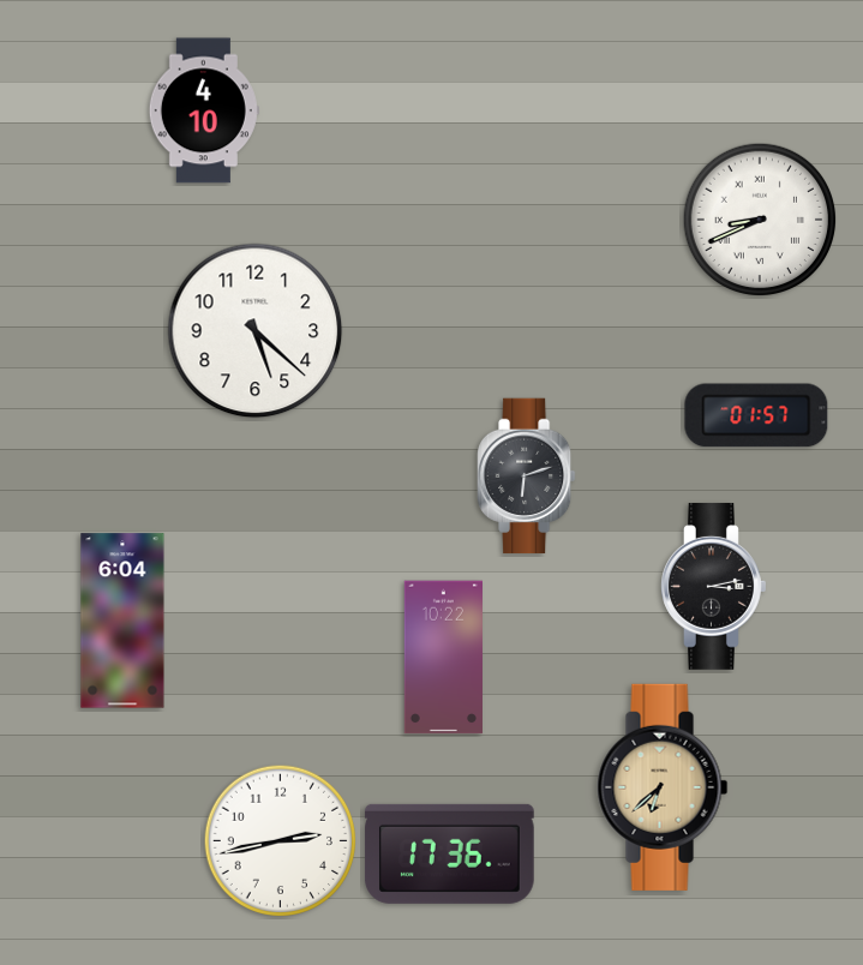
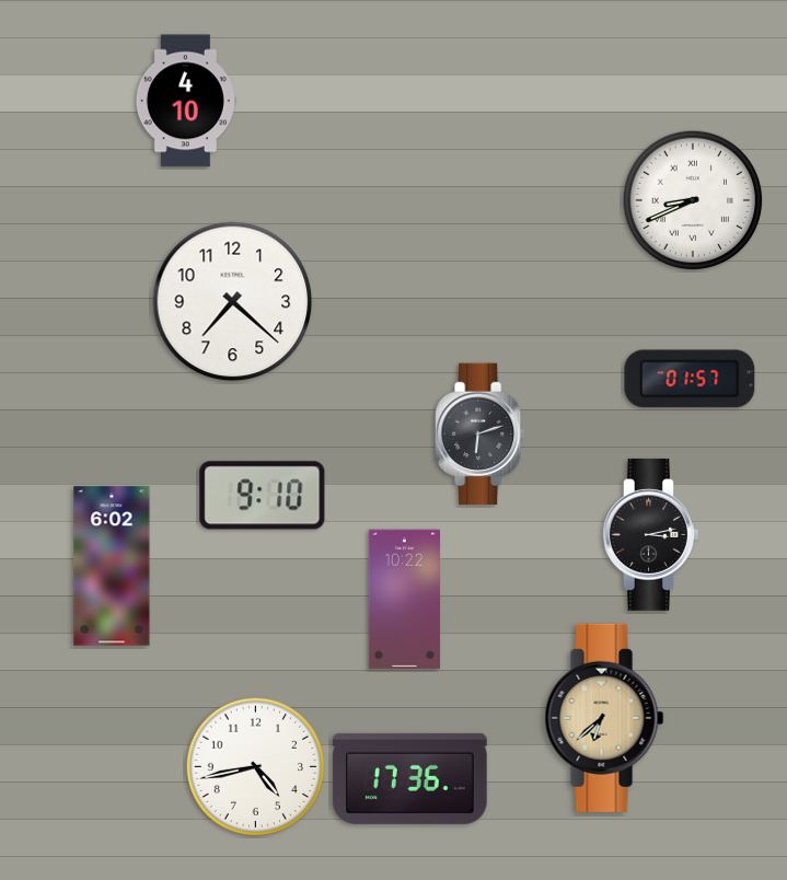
clock at (256, 331): 5:22 -> 7:22
clock at (263, 496): none -> 9:10
clock at (122, 621): 6:04 -> 6:02
clock at (281, 841): 2:43 -> 4:43
